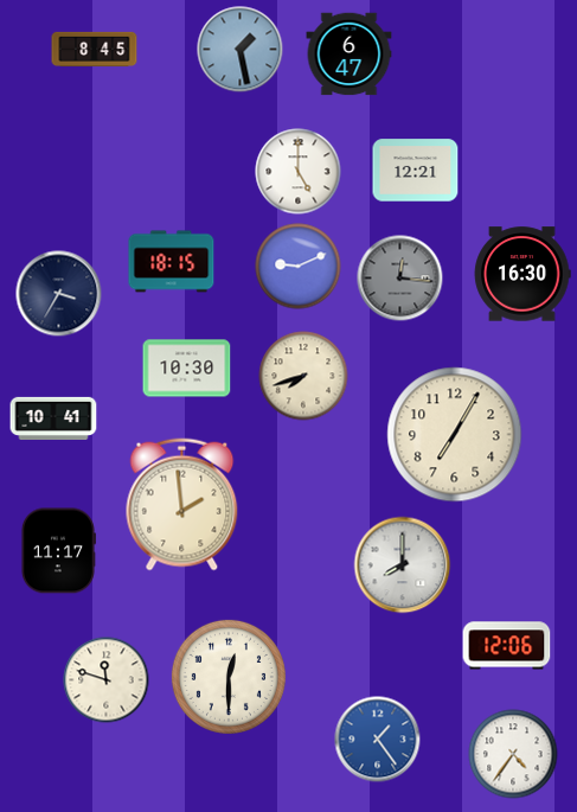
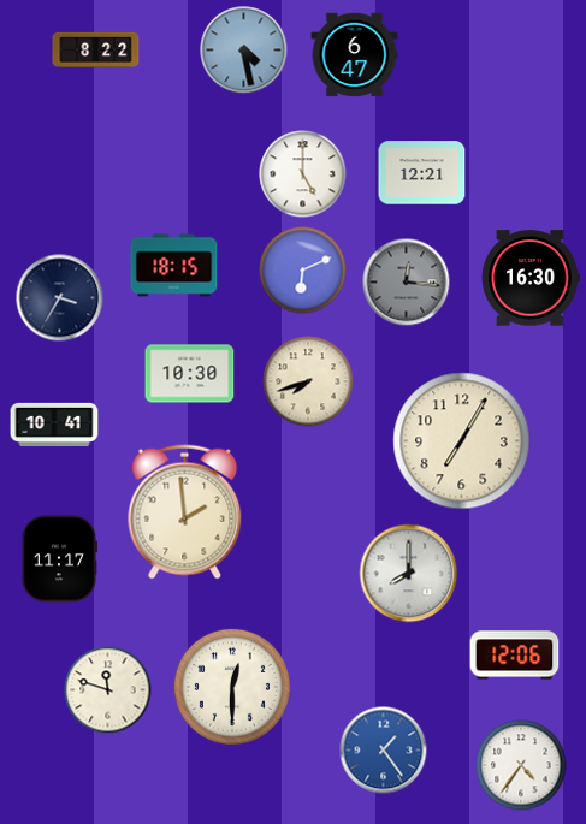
clock at (95, 49): 8:45 -> 8:22
clock at (241, 50): 1:28 -> 4:28
clock at (299, 267): 9:11 -> 6:11
